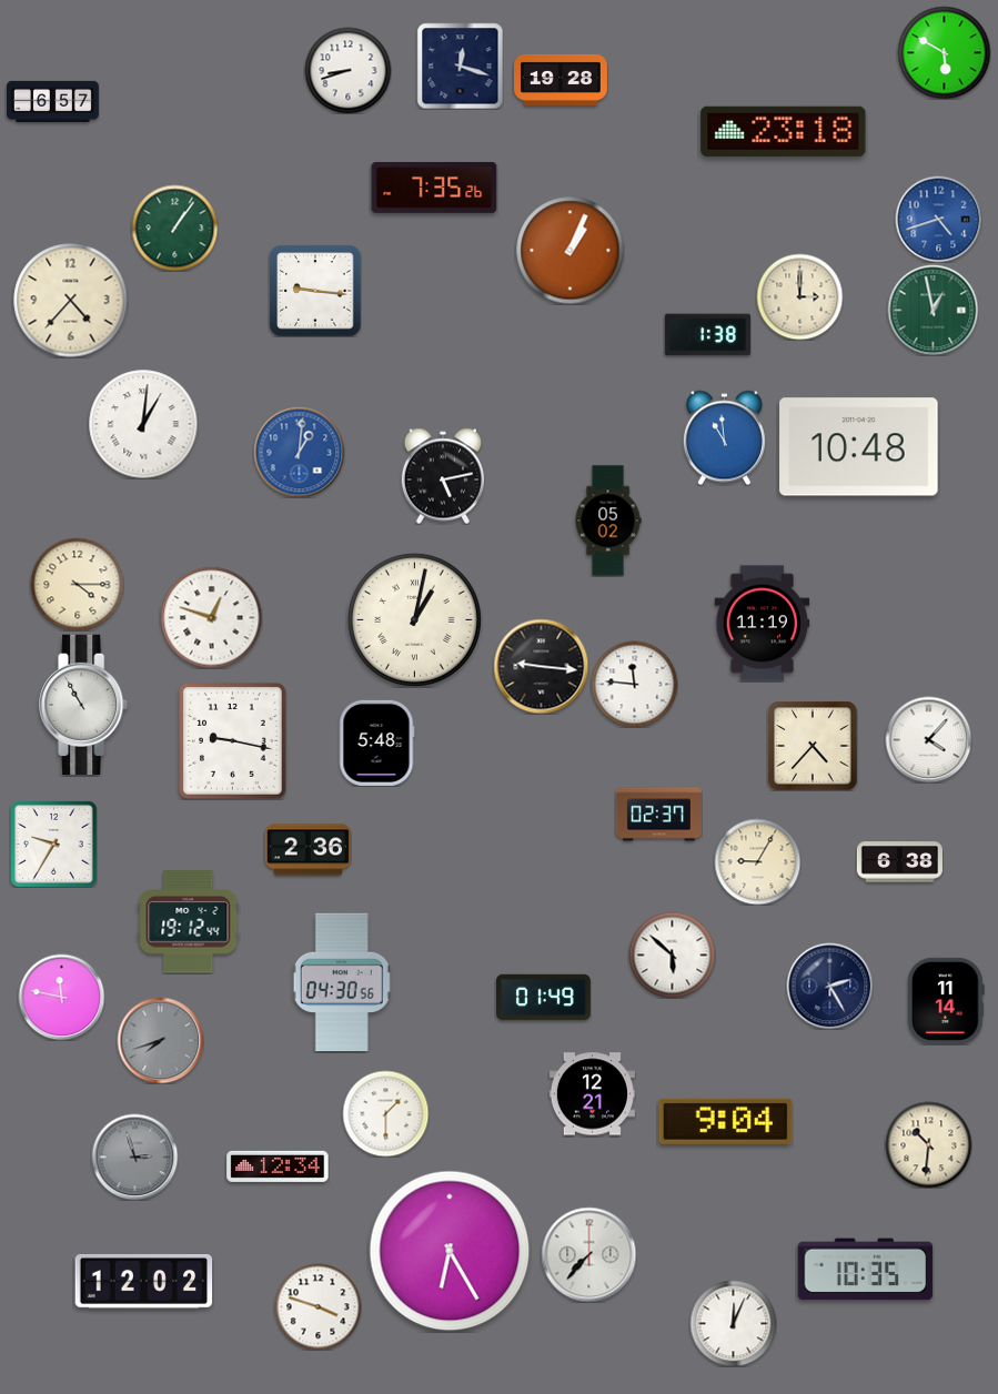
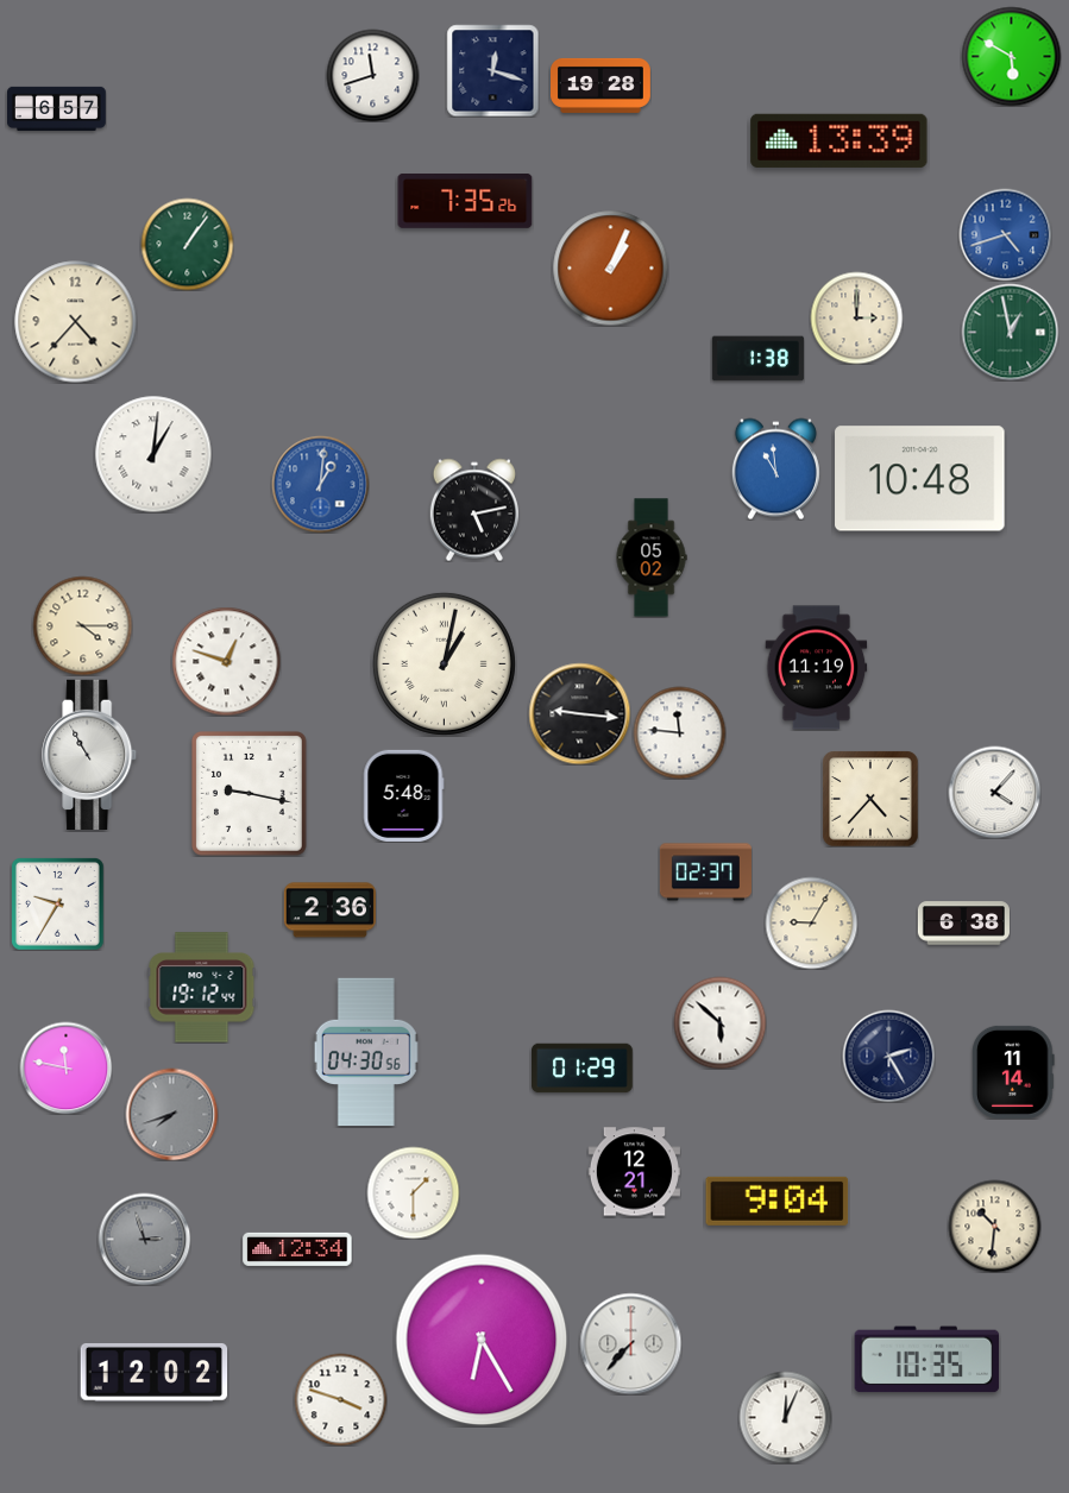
clock at (347, 70): 8:42 -> 11:42
clock at (784, 131): 23:18 -> 13:39
clock at (315, 291): 9:16 -> none
clock at (933, 310) position: (933, 310) -> (1010, 332)
clock at (544, 998): 01:49 -> 01:29
